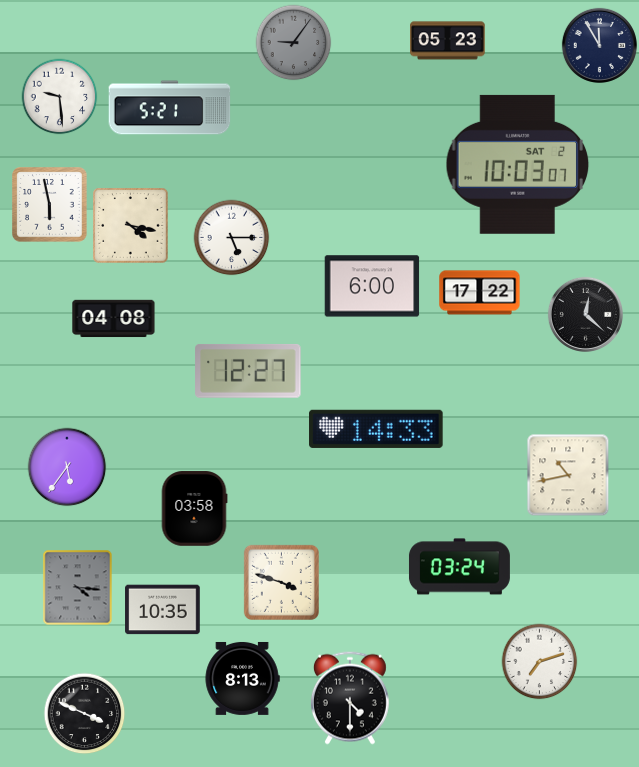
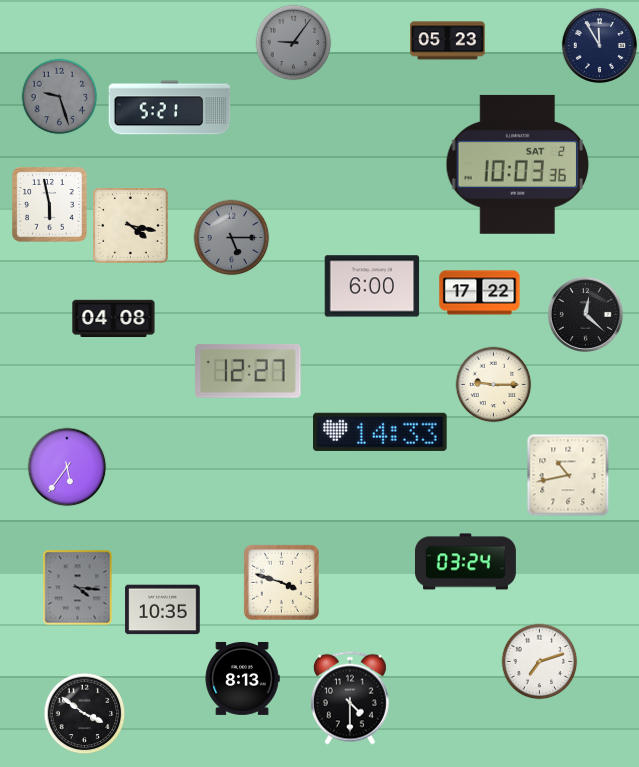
clock at (60, 97): 9:29 -> 9:27
clock at (60, 97) dial: white -> grey
clock at (518, 164): 10:03:07 -> 10:03:36
clock at (232, 238) dial: white -> grey
clock at (494, 385): none -> 9:15
clock at (376, 429) position: (376, 429) -> (380, 432)
clock at (194, 509): 03:58 -> none
clock at (459, 567) position: (459, 567) -> (465, 562)
clock at (85, 714): 3:49 -> 3:51
